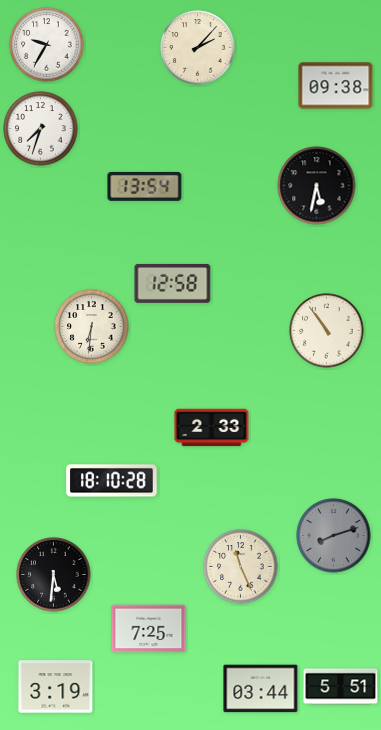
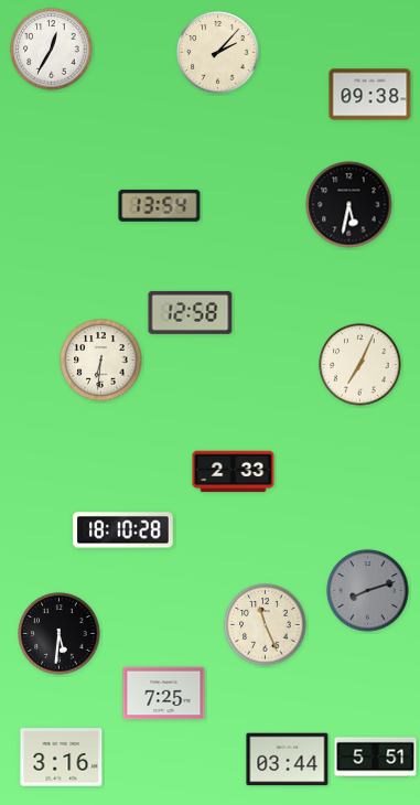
clock at (47, 45): 9:35 -> 12:35
clock at (41, 129): 7:33 -> none
clock at (327, 331): 10:54 -> 7:04
clock at (56, 687): 3:19 -> 3:16
